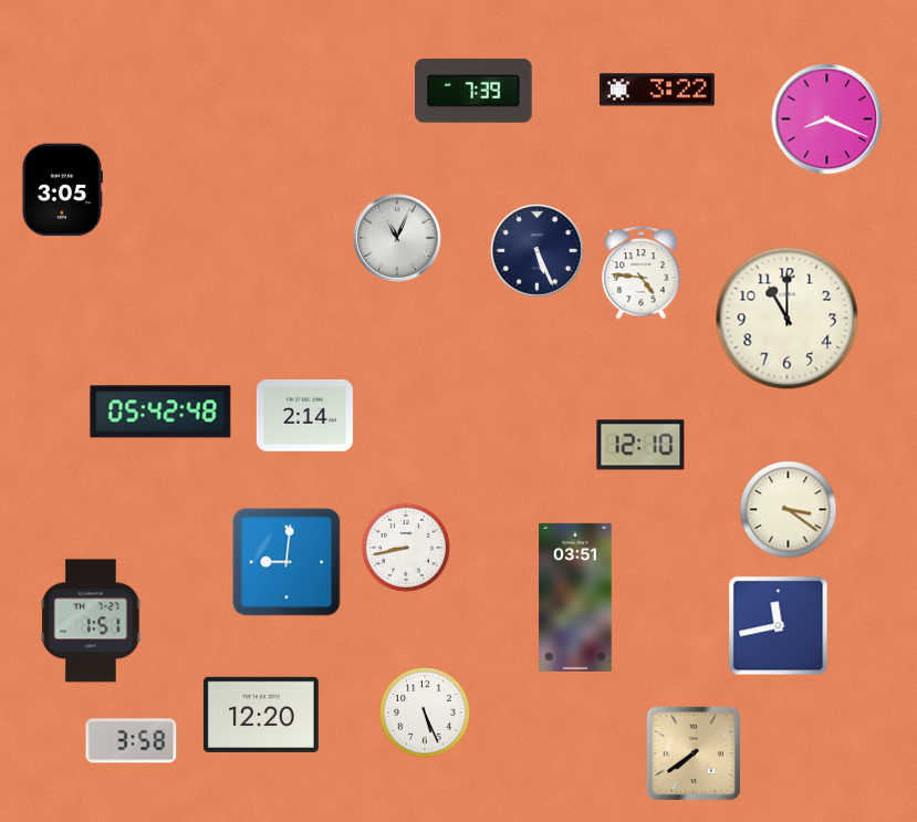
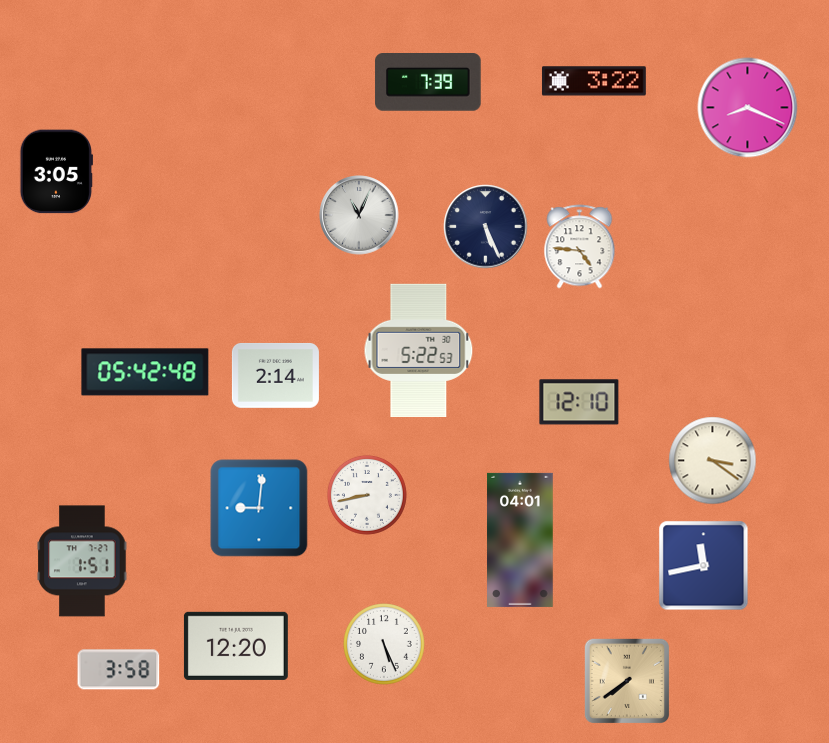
clock at (788, 319): 11:00 -> none
clock at (419, 350): none -> 5:22
clock at (575, 597): 03:51 -> 04:01
